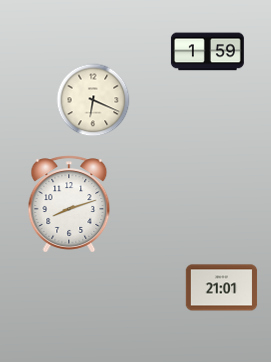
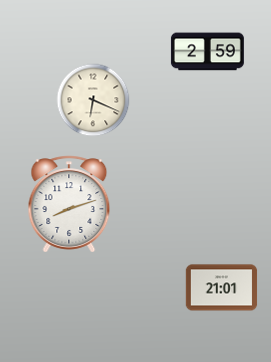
clock at (207, 52): 1:59 -> 2:59
